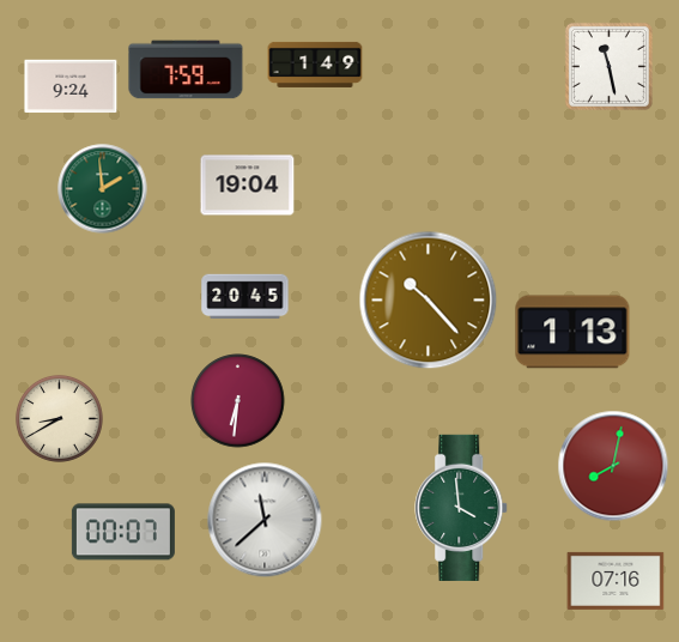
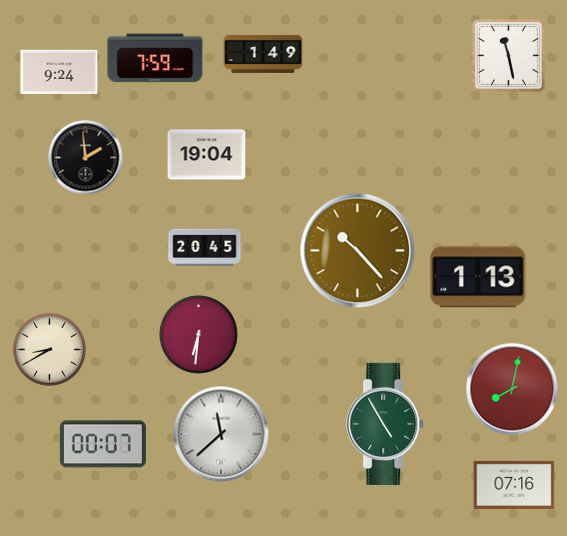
clock at (103, 189) dial: green -> black
clock at (462, 508): 3:59 -> 4:55
